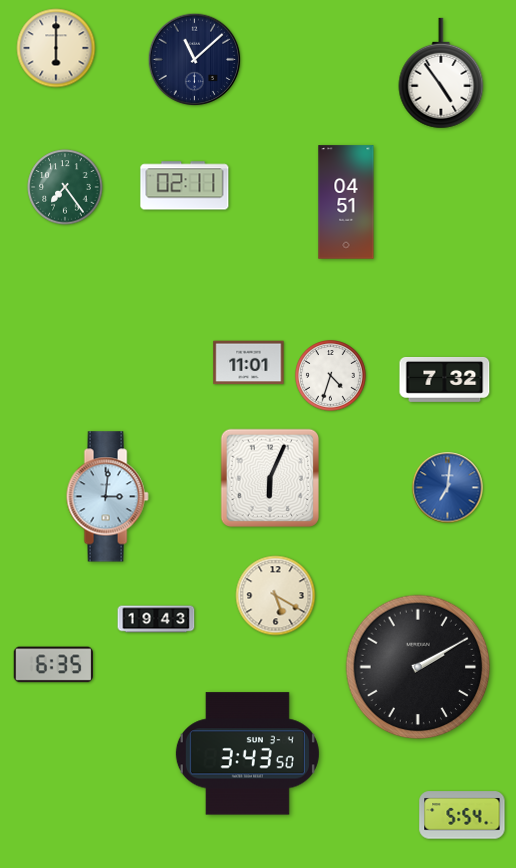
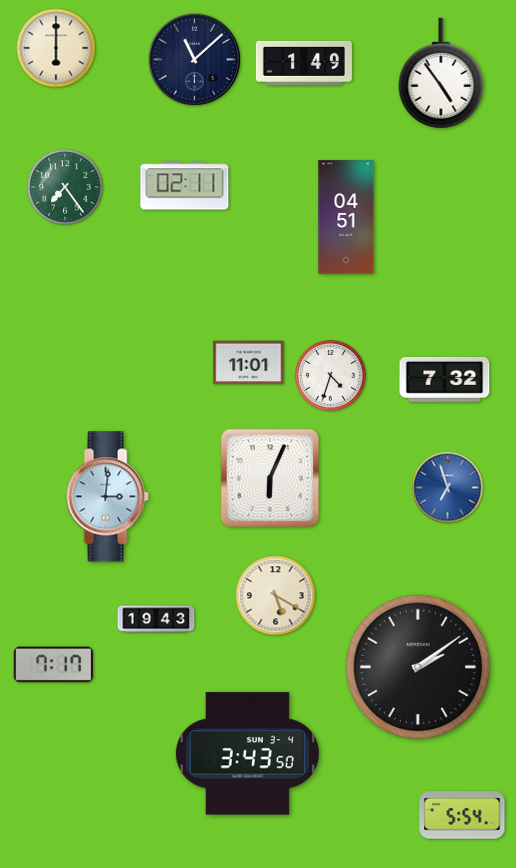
clock at (304, 63): none -> 1:49
clock at (346, 202) position: (346, 202) -> (346, 217)
clock at (448, 488): 7:01 -> 6:57
clock at (53, 665): 6:35 -> 7:17
clock at (418, 667): 2:10 -> 2:09
